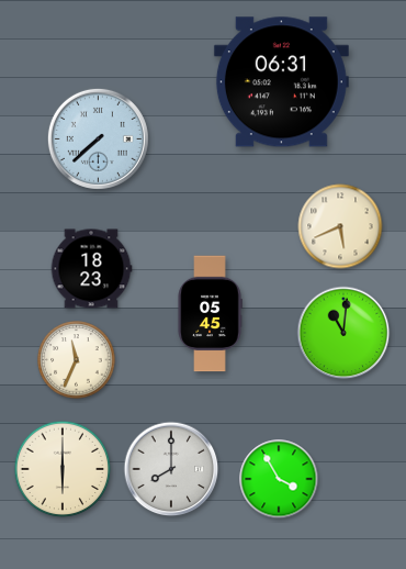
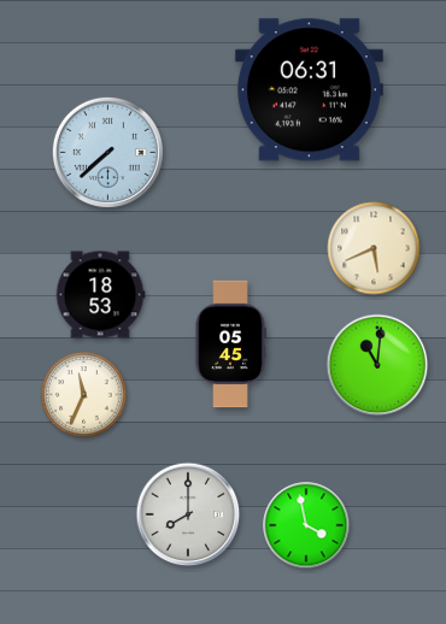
clock at (91, 269): 18:23 -> 18:53
clock at (63, 469): 6:00 -> none
clock at (279, 479): 3:55 -> 3:58
